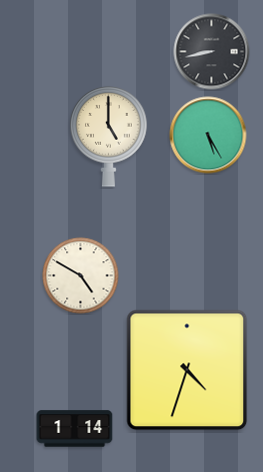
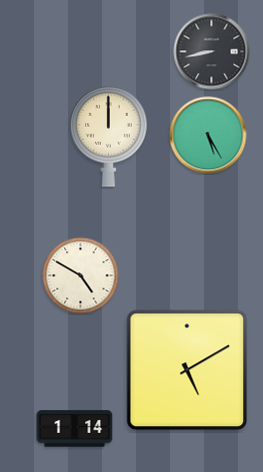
clock at (109, 136): 5:00 -> 12:00
clock at (187, 370): 4:33 -> 5:10
